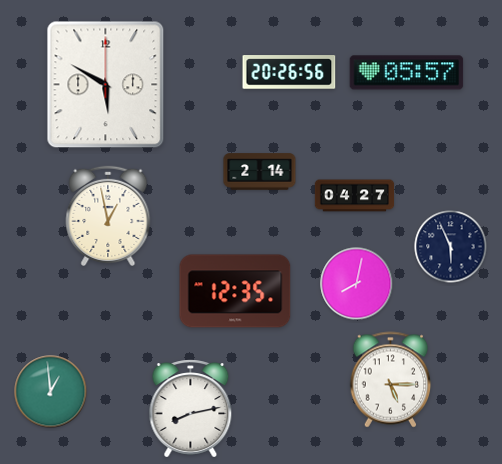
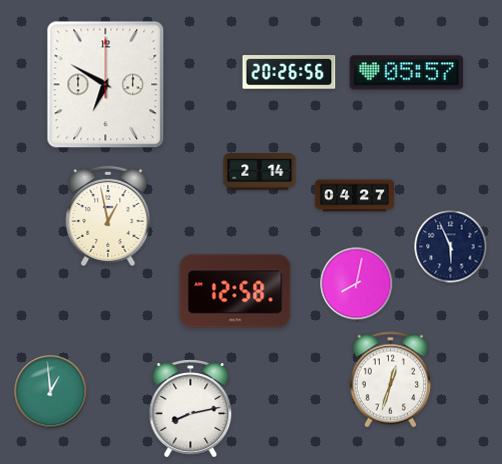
clock at (106, 85): 5:50 -> 6:50
clock at (235, 291): 12:35 -> 12:58
clock at (391, 380): 5:15 -> 12:33
